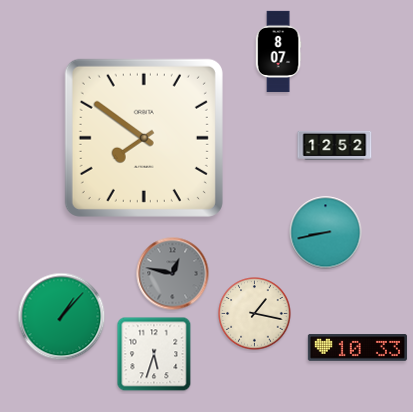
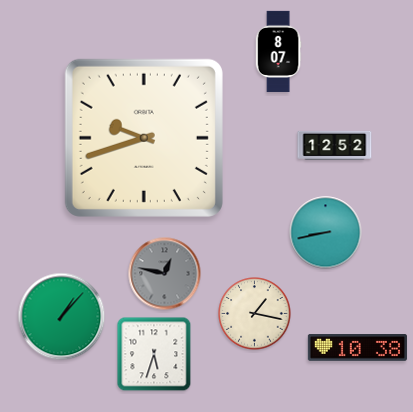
clock at (144, 138): 7:51 -> 9:42
clock at (173, 274) position: (173, 274) -> (165, 274)
clock at (357, 348): 10:33 -> 10:38
